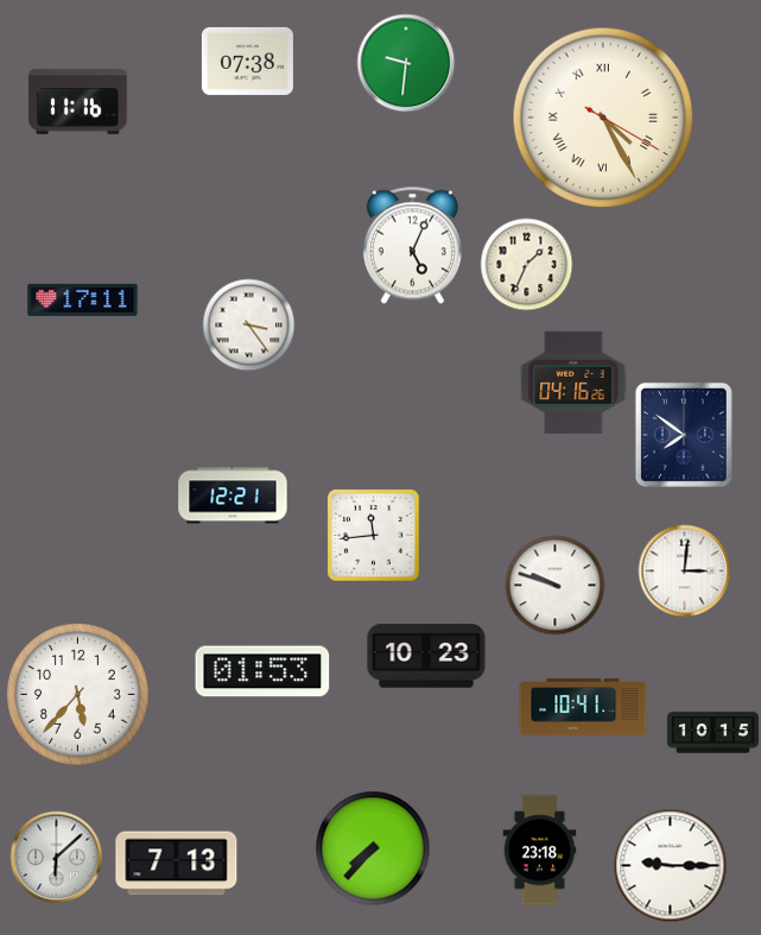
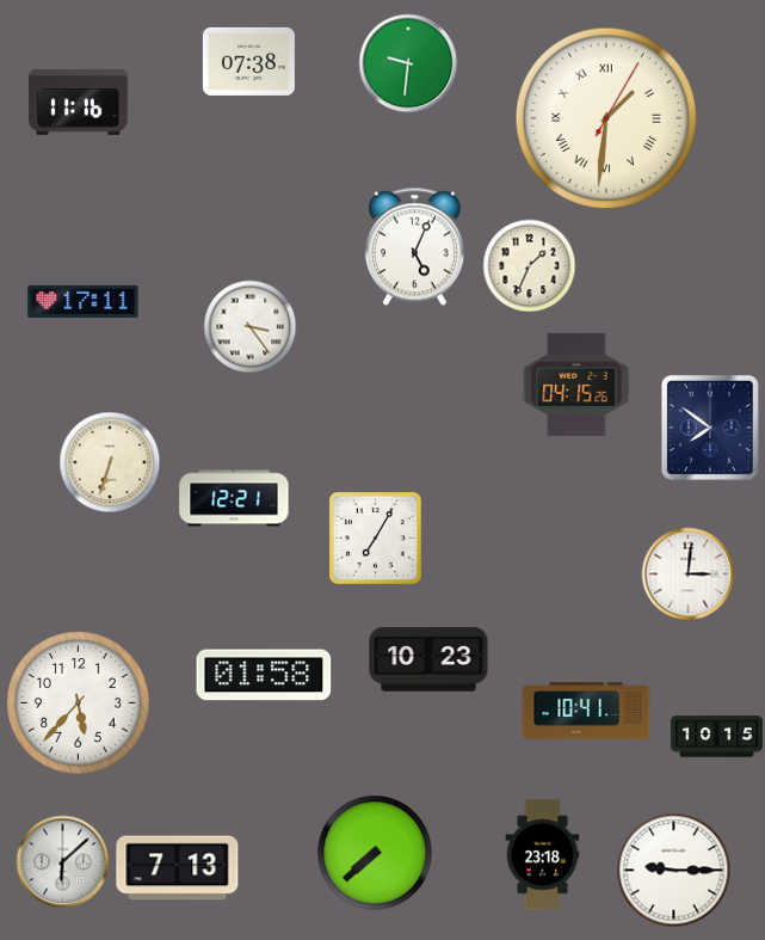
clock at (603, 118): 4:25 -> 1:31
clock at (573, 383): 04:16 -> 04:15
clock at (684, 435) position: (684, 435) -> (710, 428)
clock at (110, 462): none -> 6:33
clock at (373, 535): 11:44 -> 7:05
clock at (554, 585): 9:48 -> none
clock at (262, 671): 01:53 -> 01:58
clock at (78, 695) position: (78, 695) -> (79, 704)
clock at (373, 848): 7:37 -> 7:38
clock at (56, 857) position: (56, 857) -> (62, 861)
